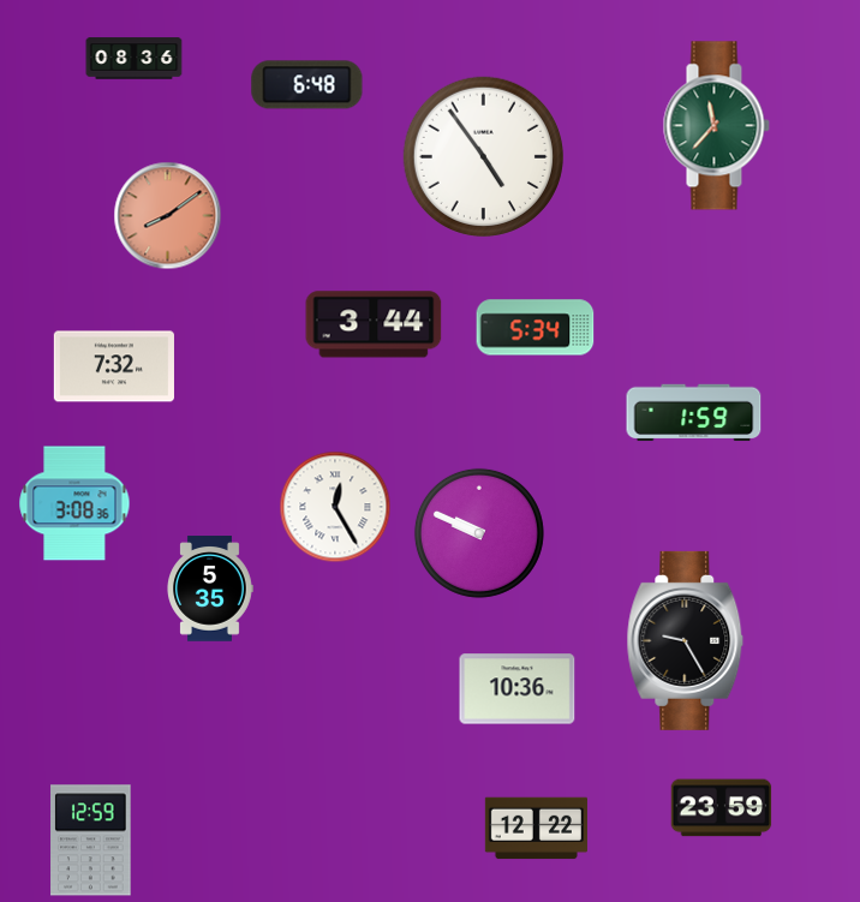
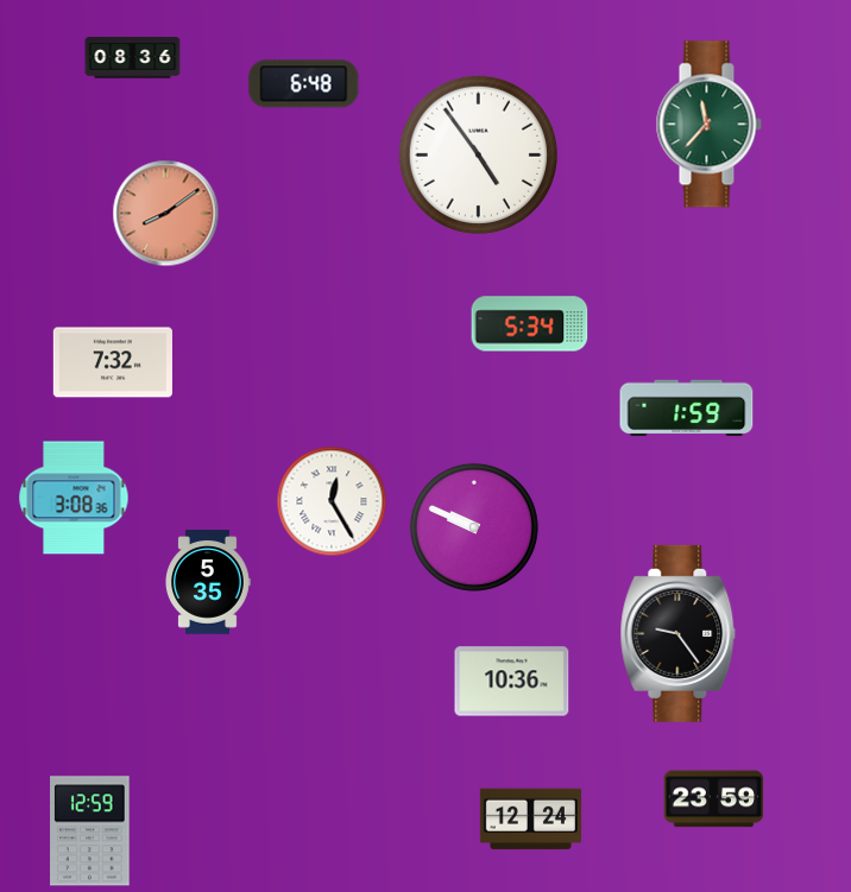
clock at (374, 324): 3:44 -> none
clock at (686, 640): 9:25 -> 9:24
clock at (536, 829): 12:22 -> 12:24
